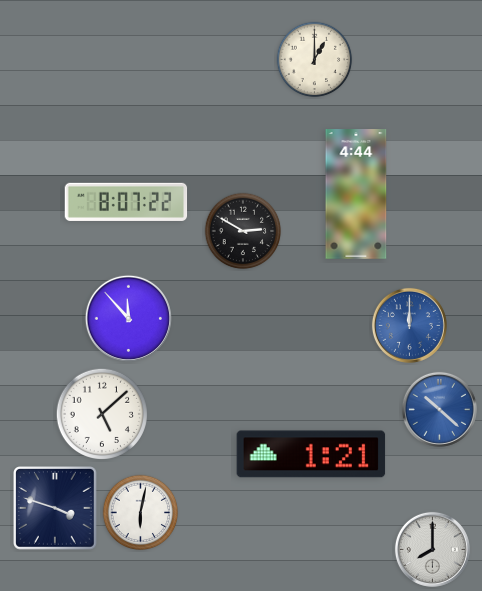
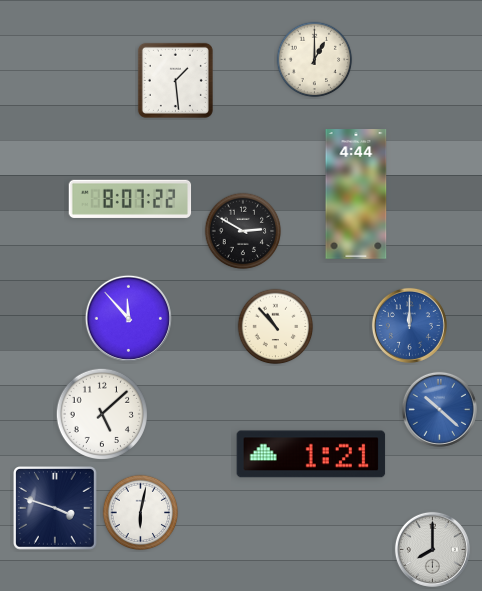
clock at (175, 80): none -> 1:29
clock at (126, 202) position: (126, 202) -> (130, 199)
clock at (276, 327): none -> 10:53
